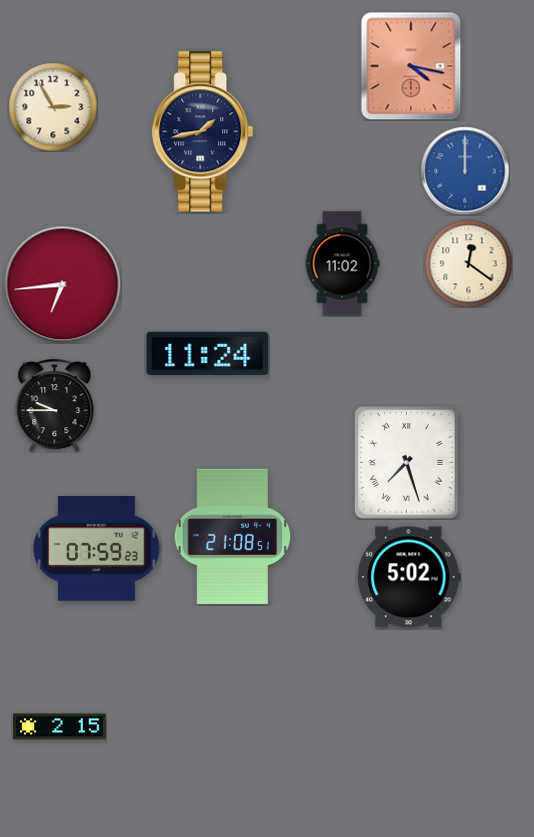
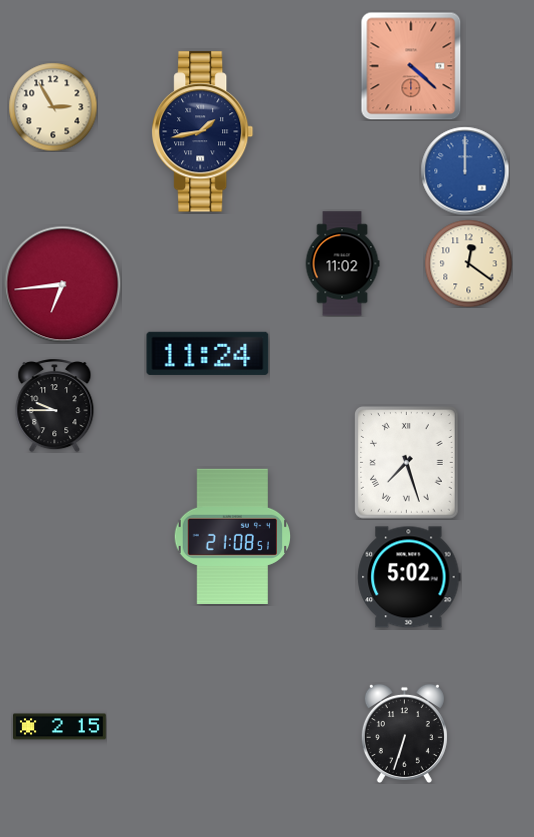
clock at (411, 66): 4:17 -> 4:22
clock at (97, 549): 07:59 -> none
clock at (404, 733): none -> 6:33
